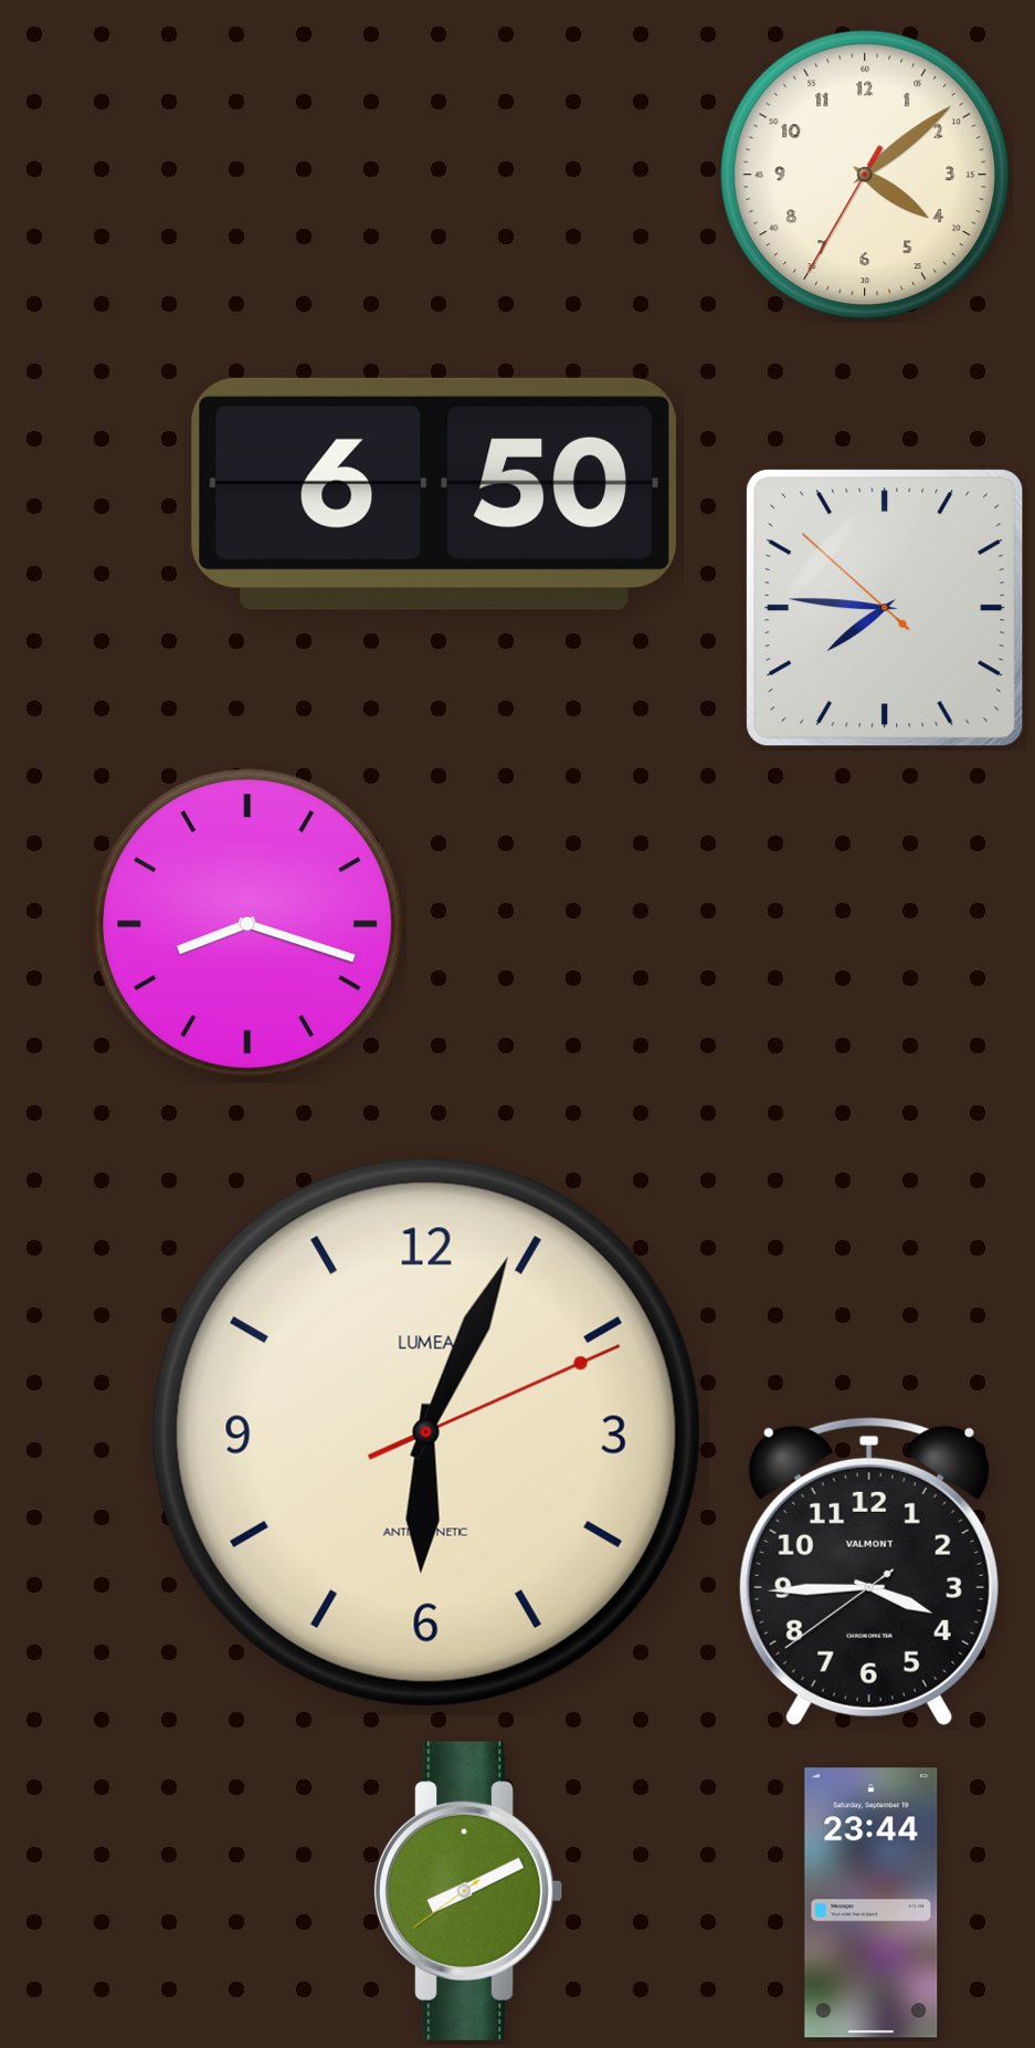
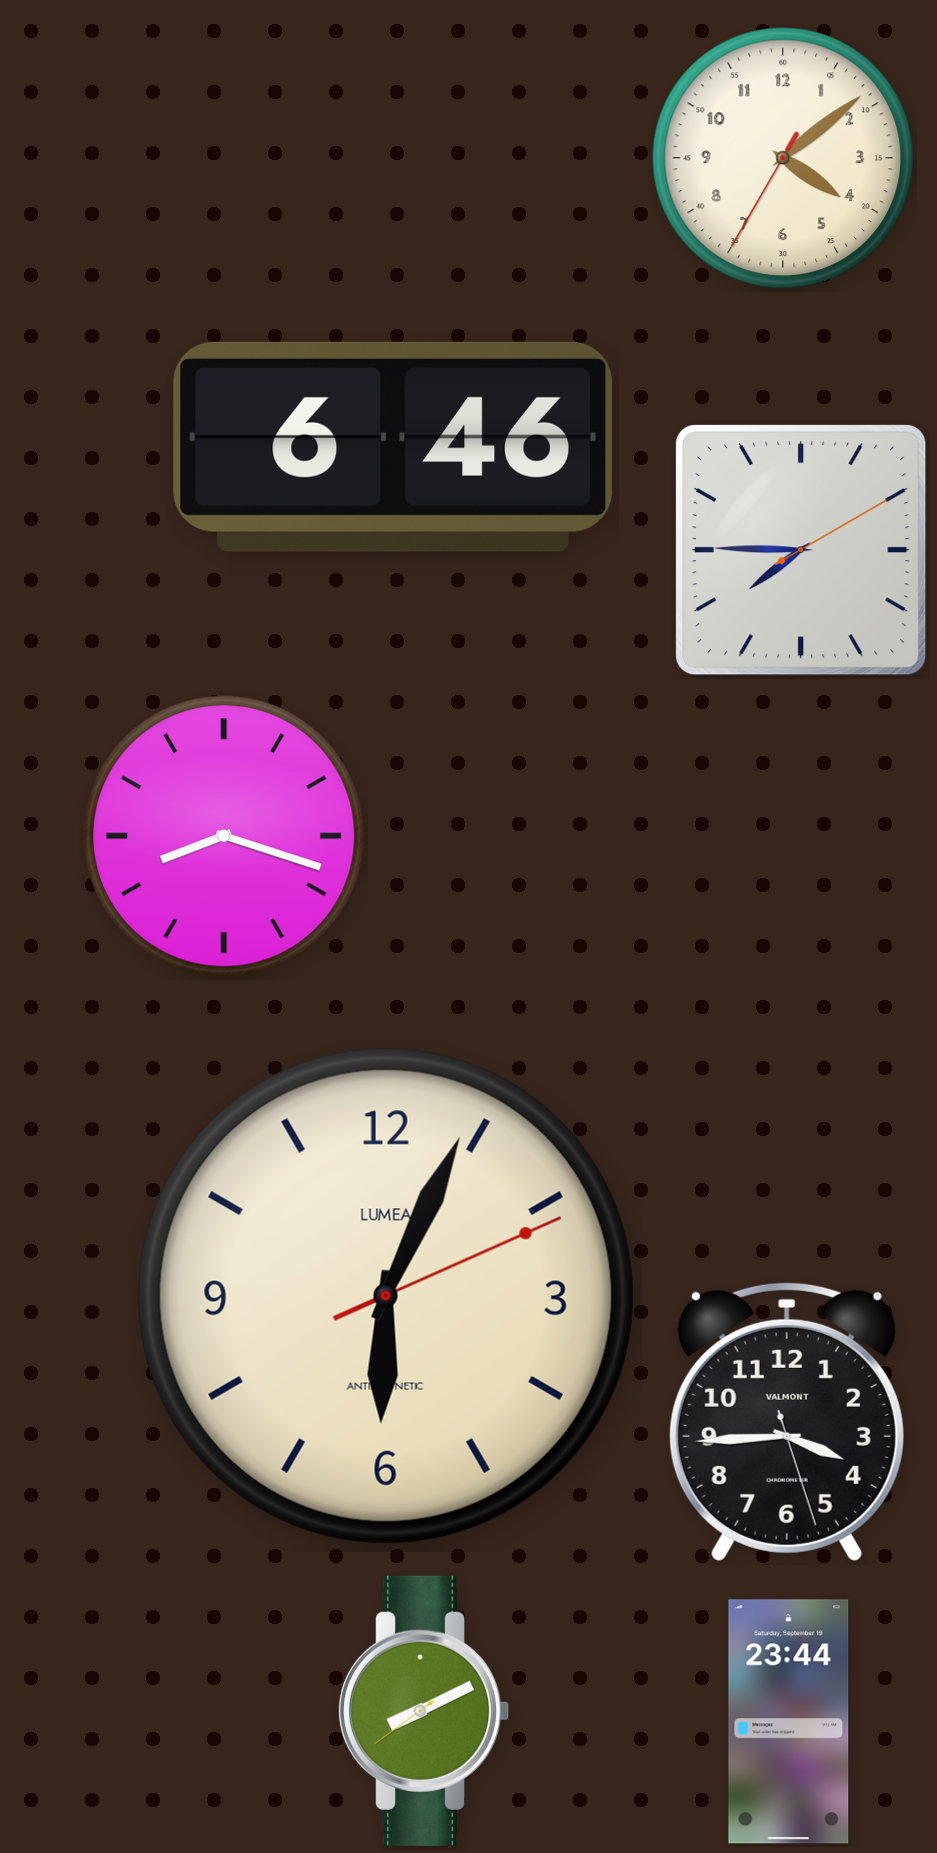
clock at (434, 494): 6:50 -> 6:46
clock at (885, 608): 7:45:52 -> 7:45:10
clock at (869, 1571): 3:44:39 -> 3:44:27
